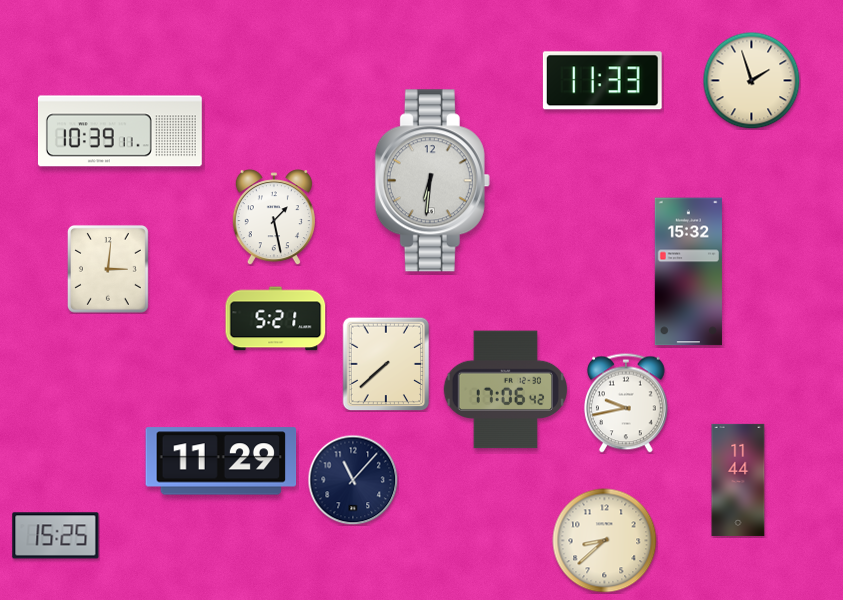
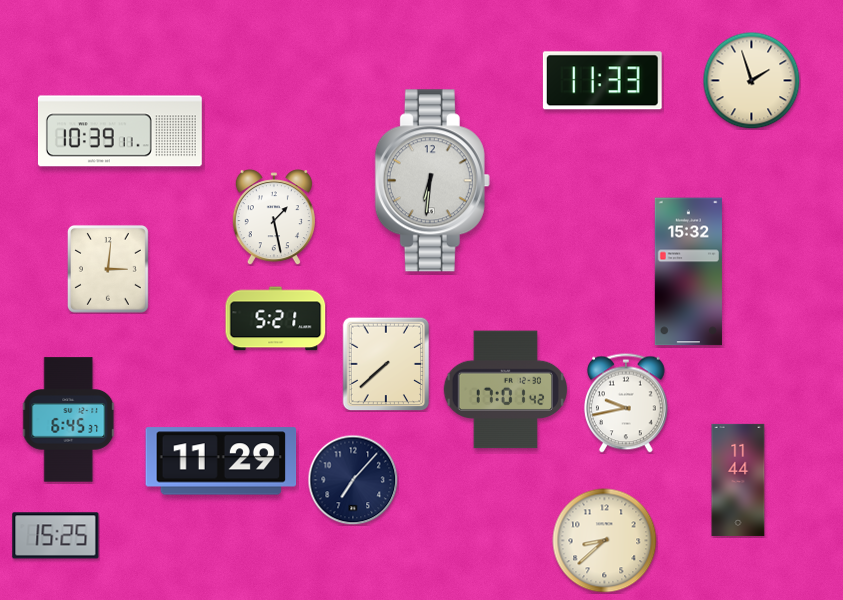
clock at (505, 390): 17:06 -> 17:01
clock at (69, 420): none -> 6:45
clock at (353, 480): 11:07 -> 7:07
